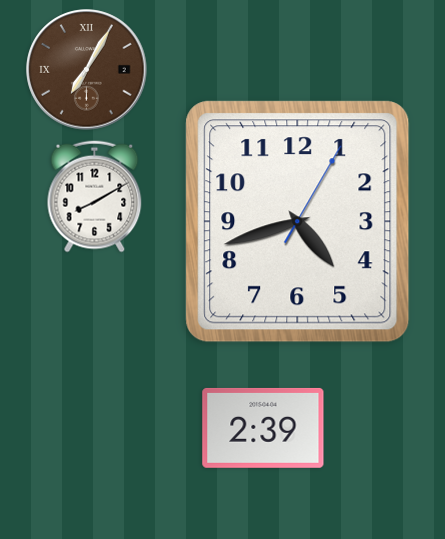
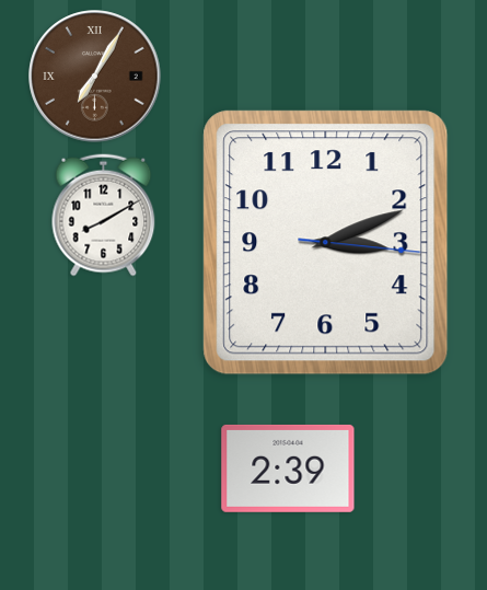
clock at (298, 222): 4:42 -> 3:11
